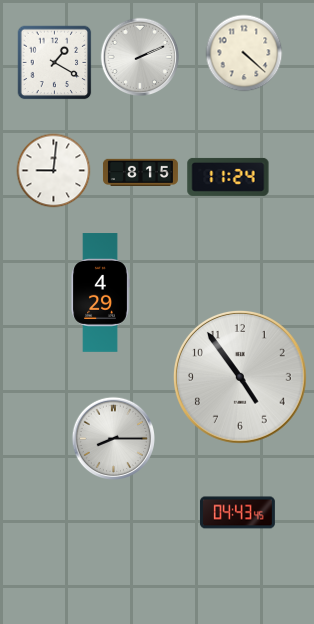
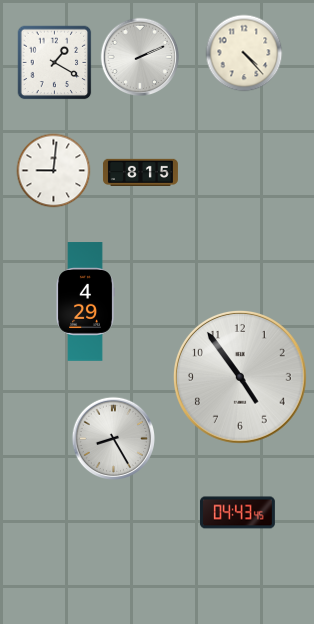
clock at (244, 53): 4:22 -> 4:23
clock at (228, 177): 11:24 -> none
clock at (100, 293) position: (100, 293) -> (85, 302)
clock at (113, 438): 8:15 -> 8:25
